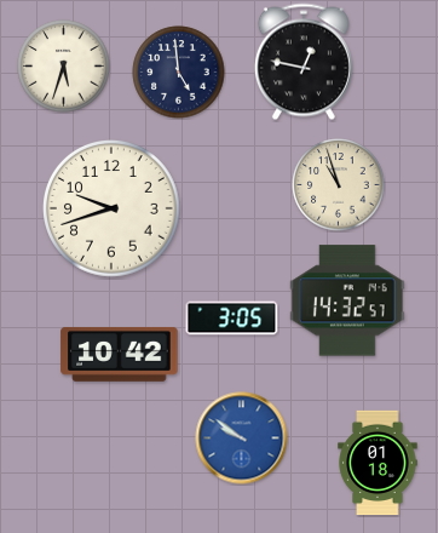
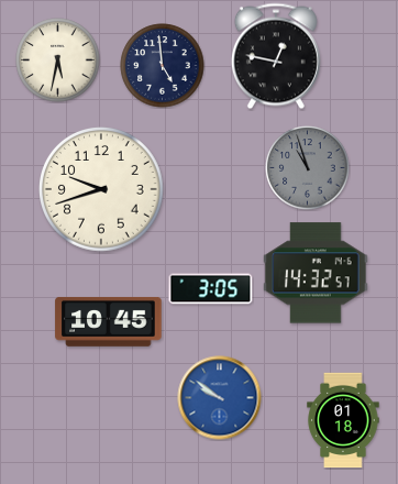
clock at (64, 67): 5:33 -> 5:32
clock at (339, 185) dial: cream -> grey
clock at (120, 355): 10:42 -> 10:45
